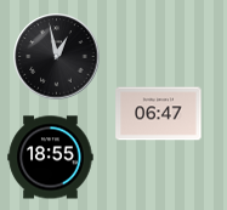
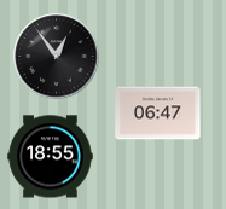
clock at (57, 57): 12:58 -> 12:54
